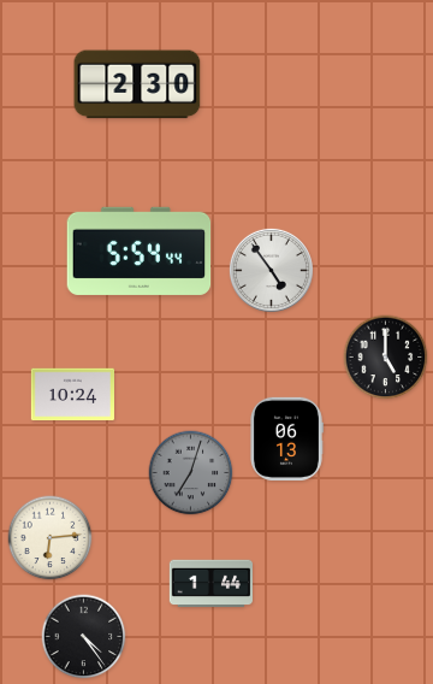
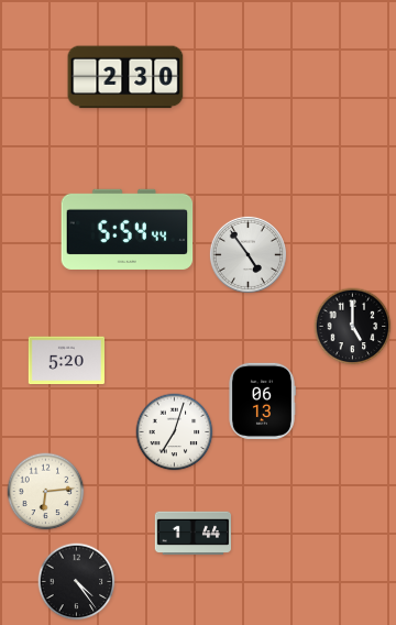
clock at (271, 270) position: (271, 270) -> (248, 254)
clock at (72, 395): 10:24 -> 5:20
clock at (191, 473) dial: grey -> white
